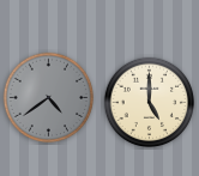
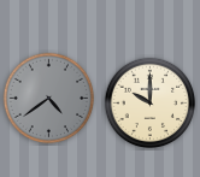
clock at (150, 103): 5:00 -> 10:00
